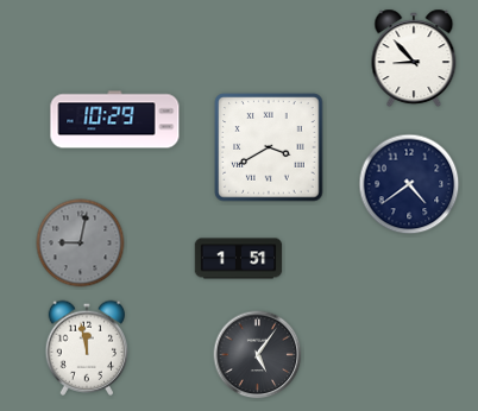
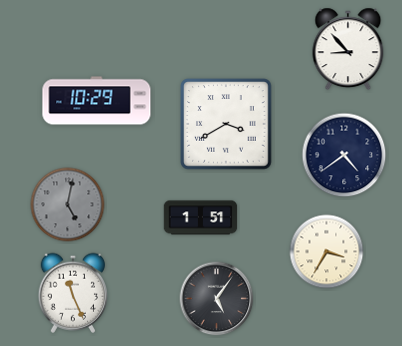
clock at (81, 244): 9:02 -> 5:02
clock at (327, 252): none -> 3:35
clock at (86, 348): 11:58 -> 11:26
